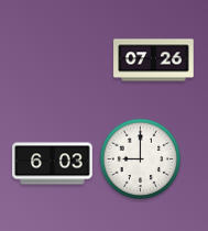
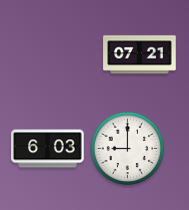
clock at (154, 61): 07:26 -> 07:21
clock at (141, 159) position: (141, 159) -> (128, 149)
